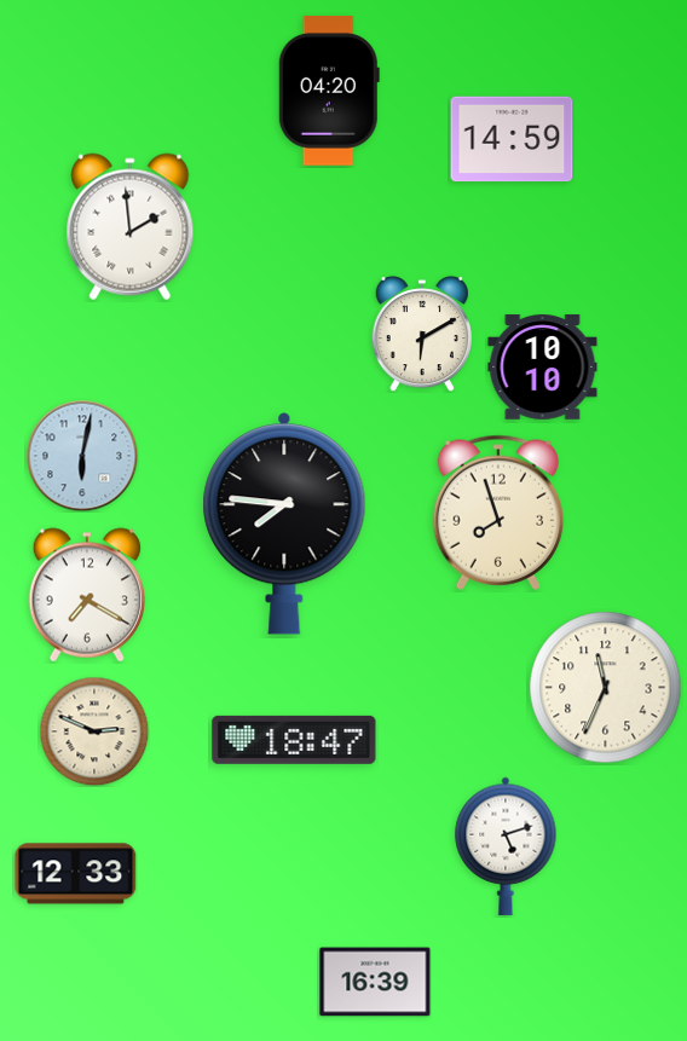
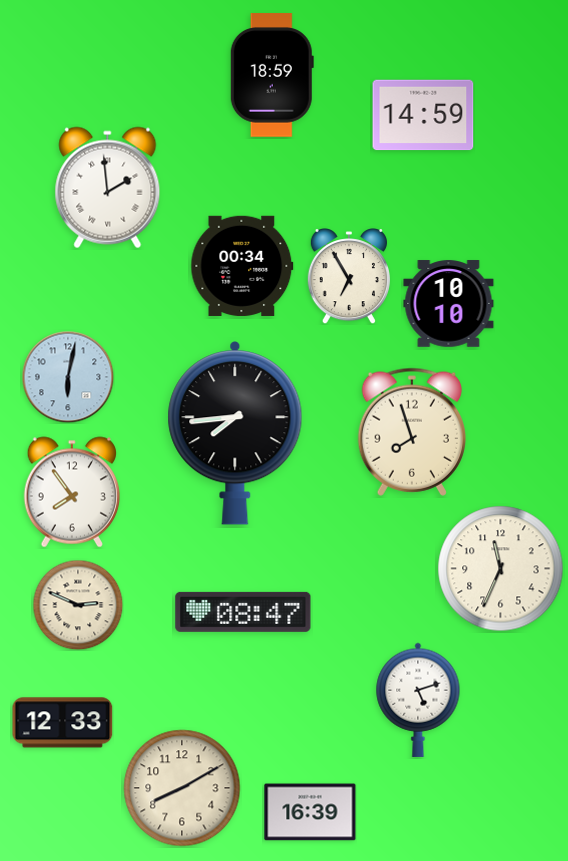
clock at (329, 91): 04:20 -> 18:59
clock at (242, 265): none -> 00:34
clock at (422, 335): 6:10 -> 6:55
clock at (497, 513) position: (497, 513) -> (411, 432)
clock at (284, 524): 7:46 -> 7:44
clock at (86, 595): 7:20 -> 7:54
clock at (294, 740): 18:47 -> 08:47
clock at (182, 788): none -> 8:10
